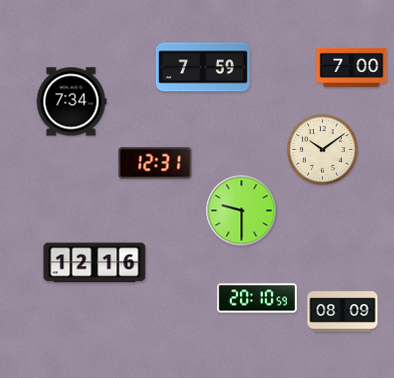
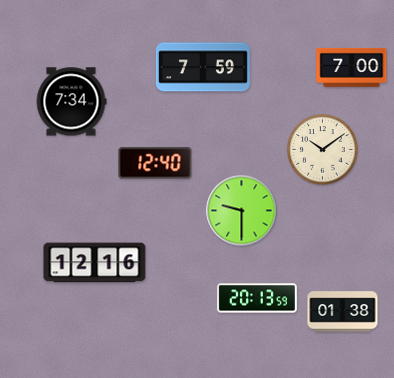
clock at (155, 163): 12:31 -> 12:40
clock at (257, 298): 20:10 -> 20:13
clock at (343, 312): 08:09 -> 01:38
